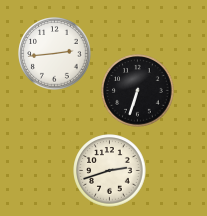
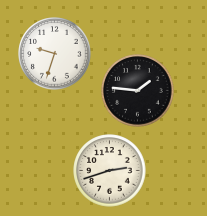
clock at (55, 54): 2:44 -> 9:33
clock at (138, 91): 6:33 -> 1:46
